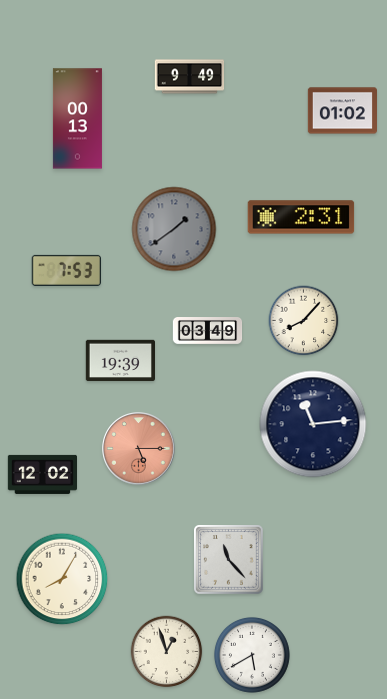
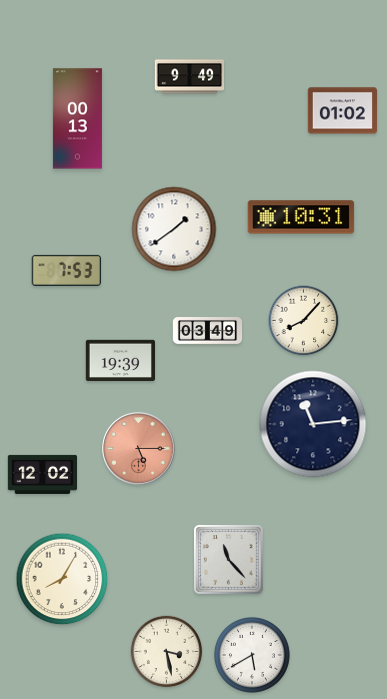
clock at (301, 217): 2:31 -> 10:31
clock at (174, 229) dial: grey -> white
clock at (167, 652): 12:57 -> 3:28
